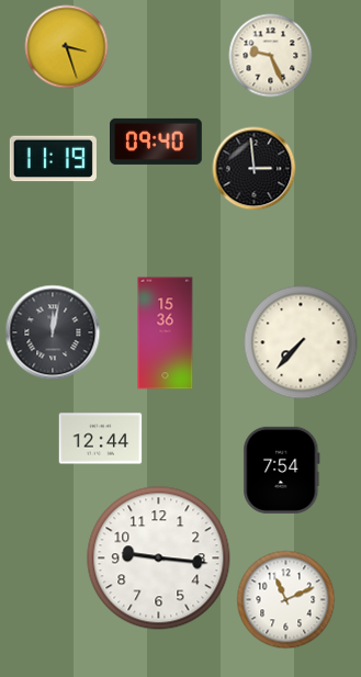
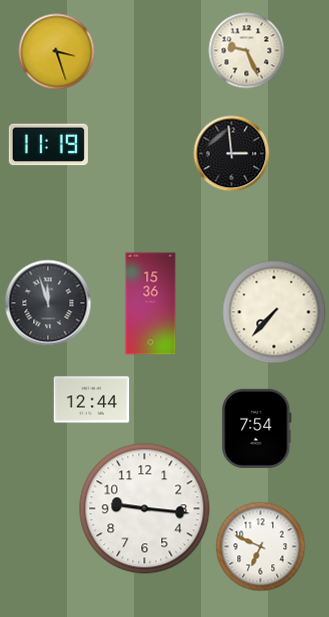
clock at (67, 47) position: (67, 47) -> (57, 52)
clock at (157, 142): 09:40 -> none
clock at (53, 332): 12:02 -> 11:57
clock at (286, 600): 11:11 -> 6:49
